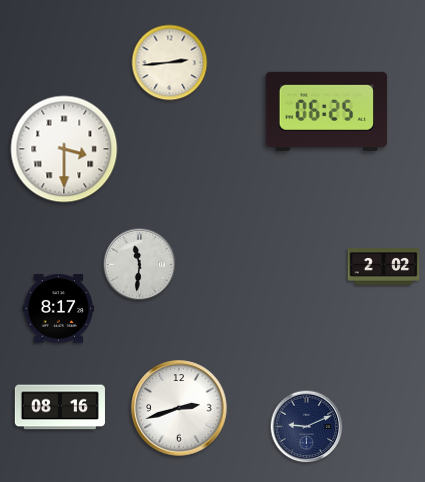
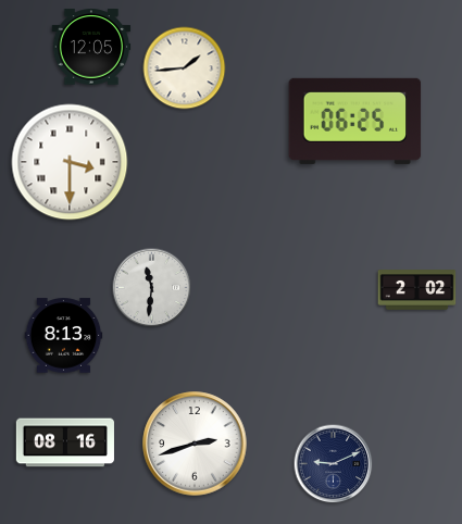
clock at (91, 47): none -> 12:05
clock at (170, 63): 2:44 -> 1:44
clock at (59, 309): 8:17 -> 8:13
